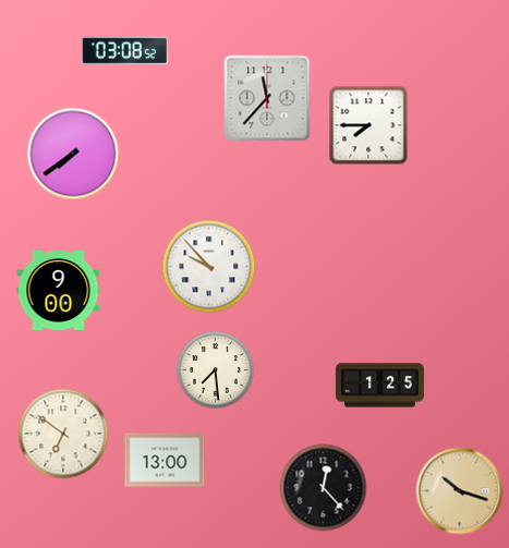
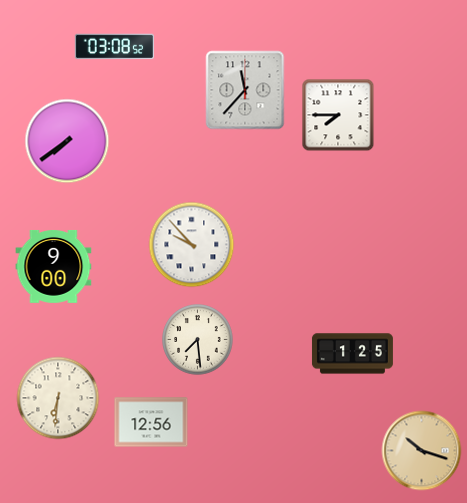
clock at (379, 386) position: (379, 386) -> (352, 354)
clock at (63, 434): 6:51 -> 6:31
clock at (165, 460): 13:00 -> 12:56
clock at (324, 488): 12:23 -> none
